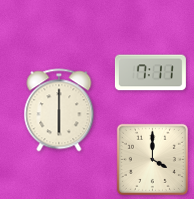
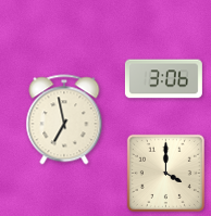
clock at (150, 73): 7:11 -> 3:06
clock at (59, 110): 6:00 -> 6:58
